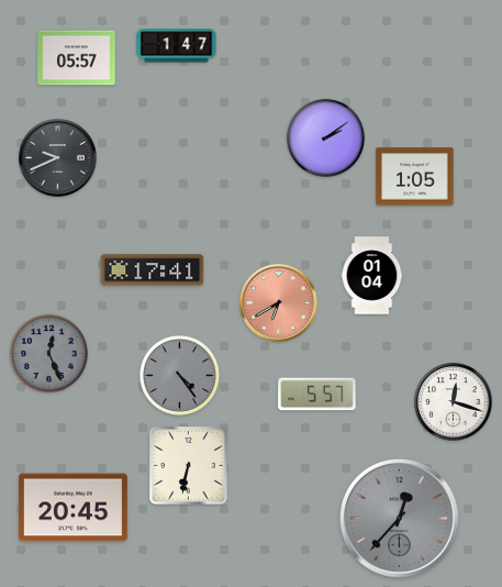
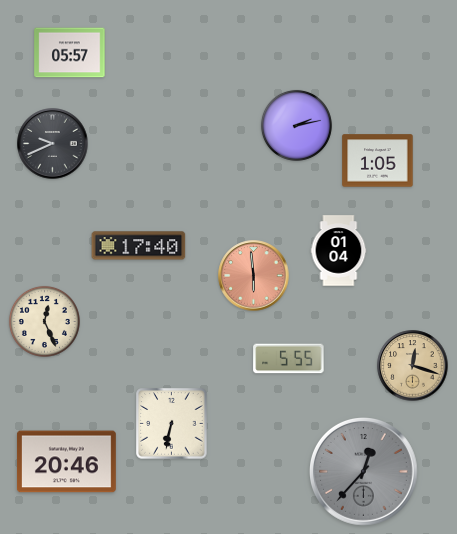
clock at (177, 46): 1:47 -> none
clock at (325, 137): 2:09 -> 2:13
clock at (153, 270): 17:41 -> 17:40
clock at (279, 303): 6:40 -> 5:59
clock at (48, 353) dial: grey -> cream
clock at (180, 376): 4:24 -> none
clock at (317, 395): 5:57 -> 5:55
clock at (454, 402) dial: white -> champagne
clock at (72, 508): 20:45 -> 20:46
